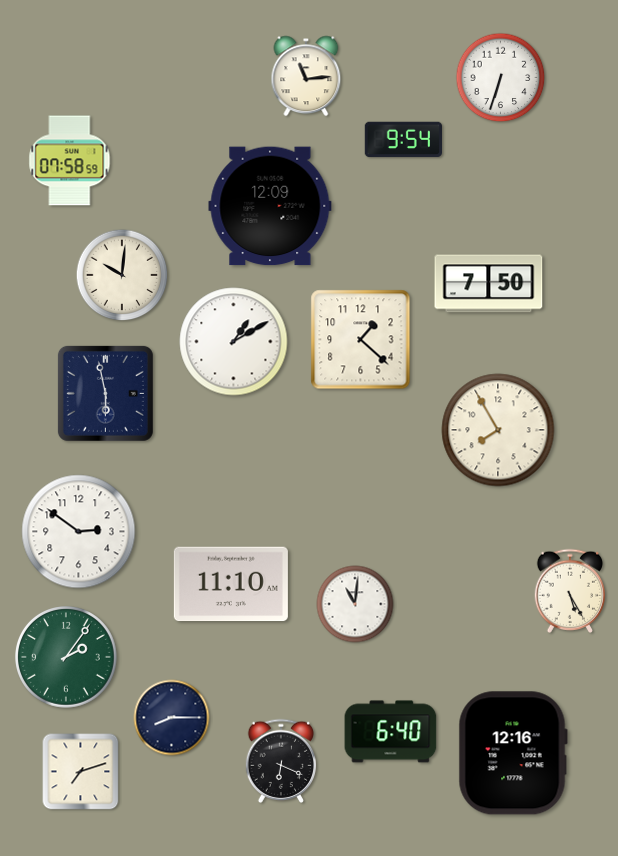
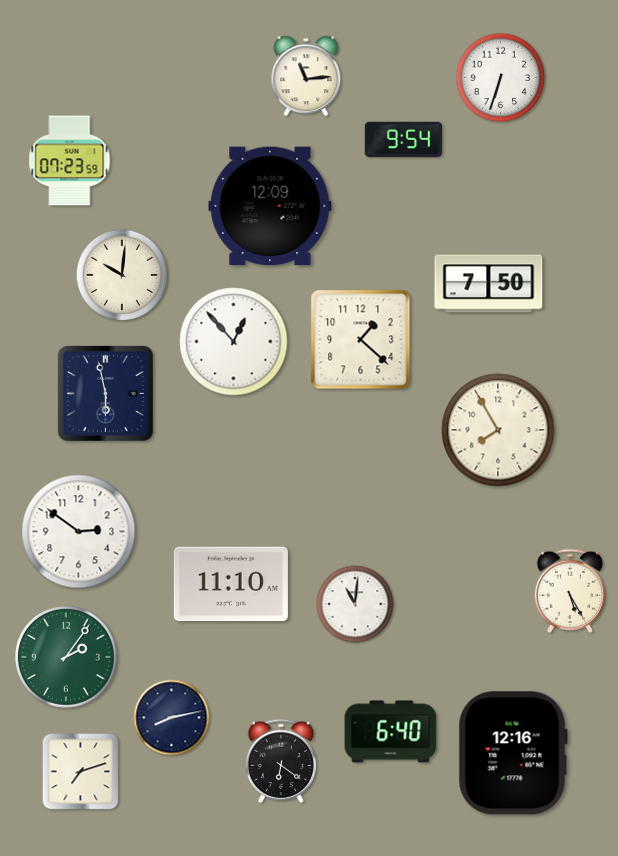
clock at (70, 161): 07:58 -> 07:23
clock at (234, 342): 1:10 -> 12:53
clock at (172, 718): 8:15 -> 8:13
clock at (281, 761): 6:19 -> 6:21
